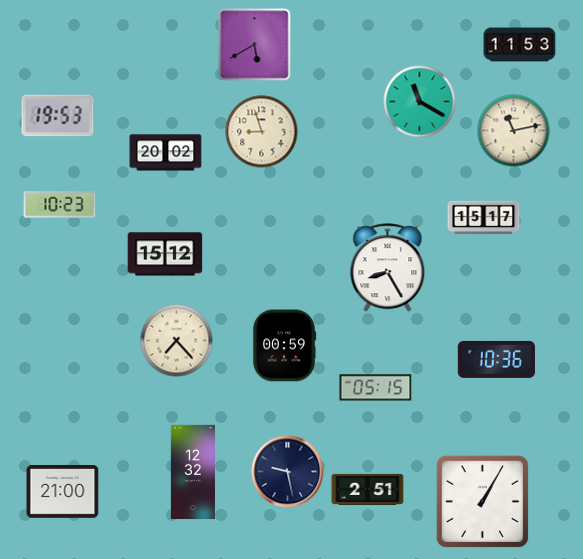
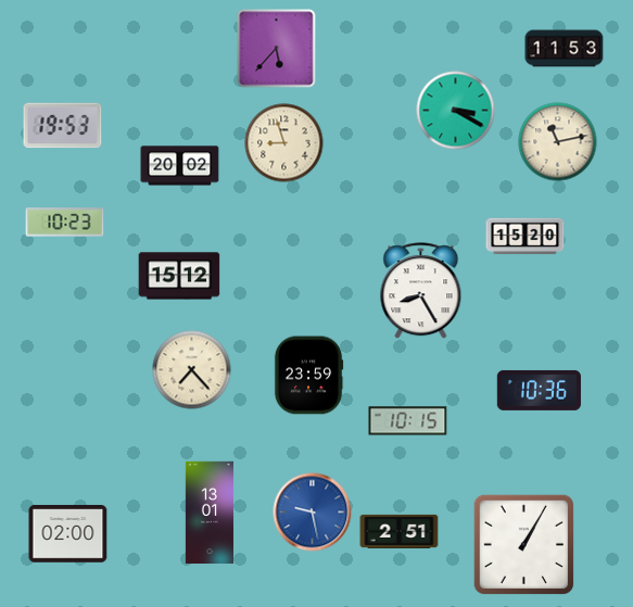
clock at (255, 45): 5:40 -> 5:37
clock at (420, 102): 11:20 -> 3:20
clock at (484, 218): 15:17 -> 15:20
clock at (284, 346): 00:59 -> 23:59
clock at (376, 388): 05:15 -> 10:15
clock at (193, 472): 12:32 -> 13:01
clock at (288, 472) dial: navy -> blue
clock at (63, 492): 21:00 -> 02:00
